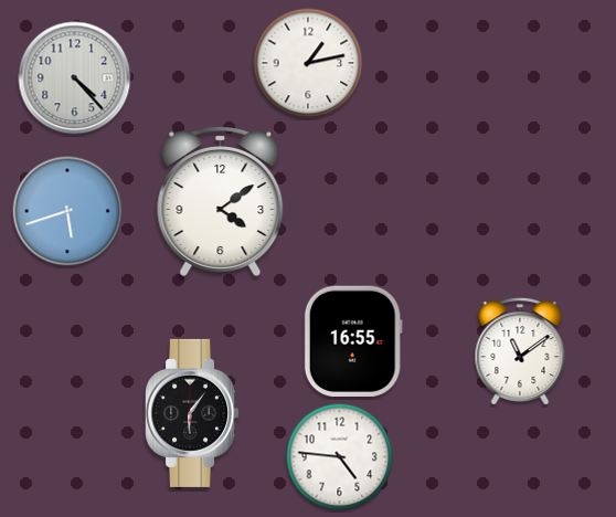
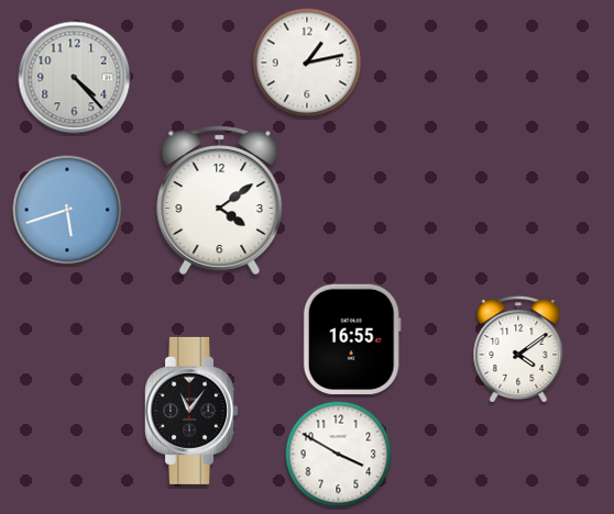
clock at (520, 352): 11:09 -> 4:09
clock at (192, 413): 6:06 -> 11:06
clock at (340, 457): 4:46 -> 3:50
